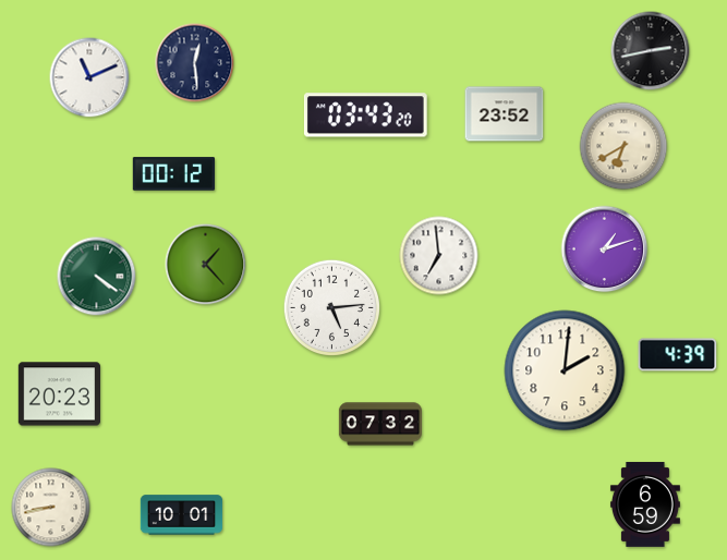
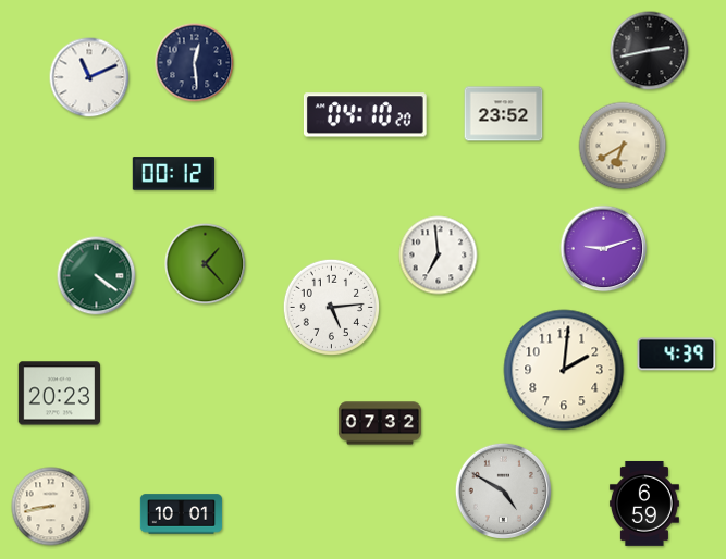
clock at (365, 115): 03:43 -> 04:10
clock at (605, 249): 1:12 -> 9:12
clock at (503, 490): none -> 4:50
